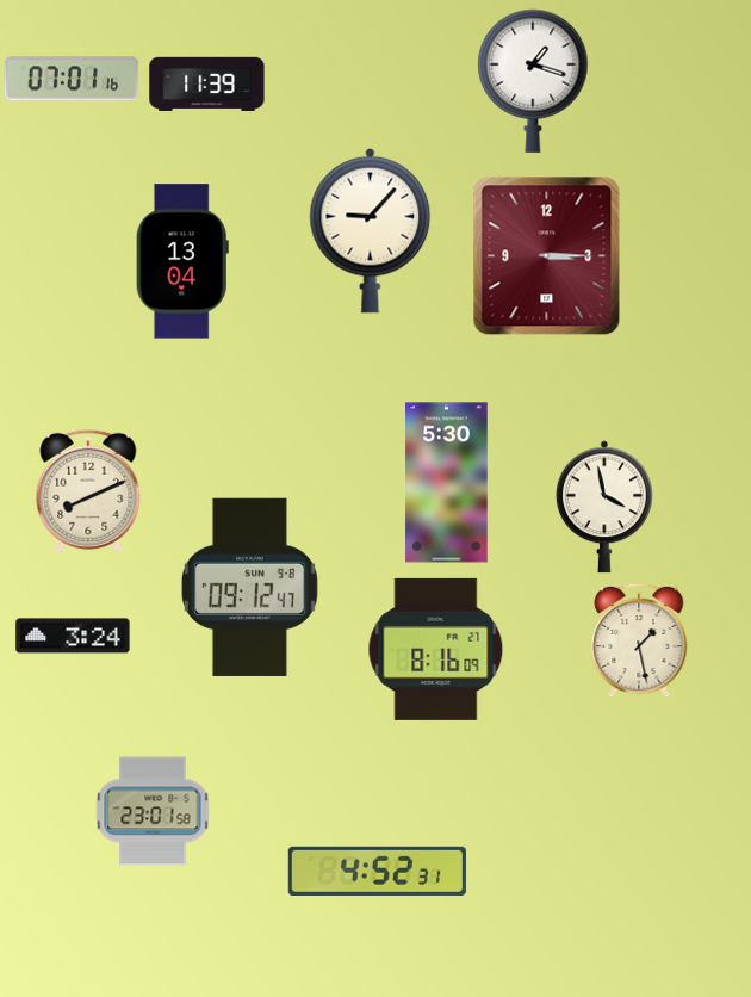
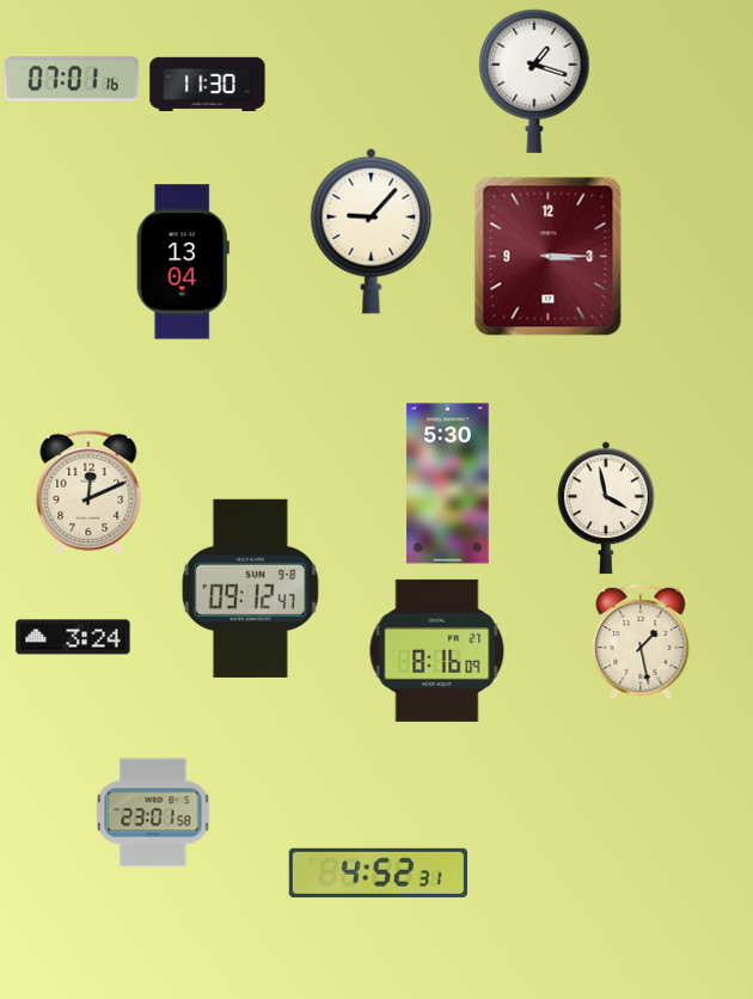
clock at (207, 83): 11:39 -> 11:30
clock at (88, 491): 8:11 -> 12:11
